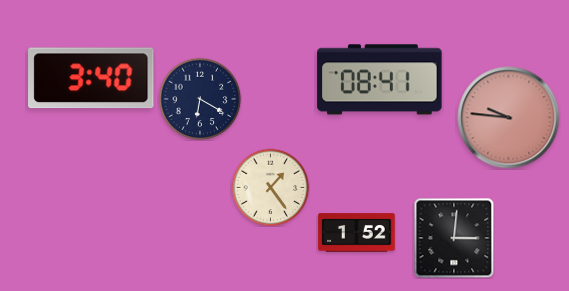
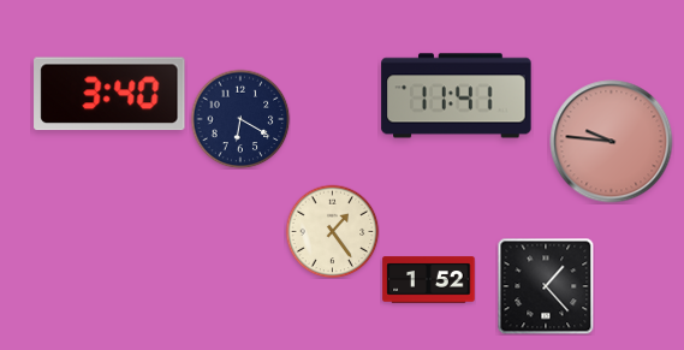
clock at (380, 80): 08:41 -> 11:41
clock at (270, 187) position: (270, 187) -> (332, 231)
clock at (454, 238): 3:01 -> 1:23
